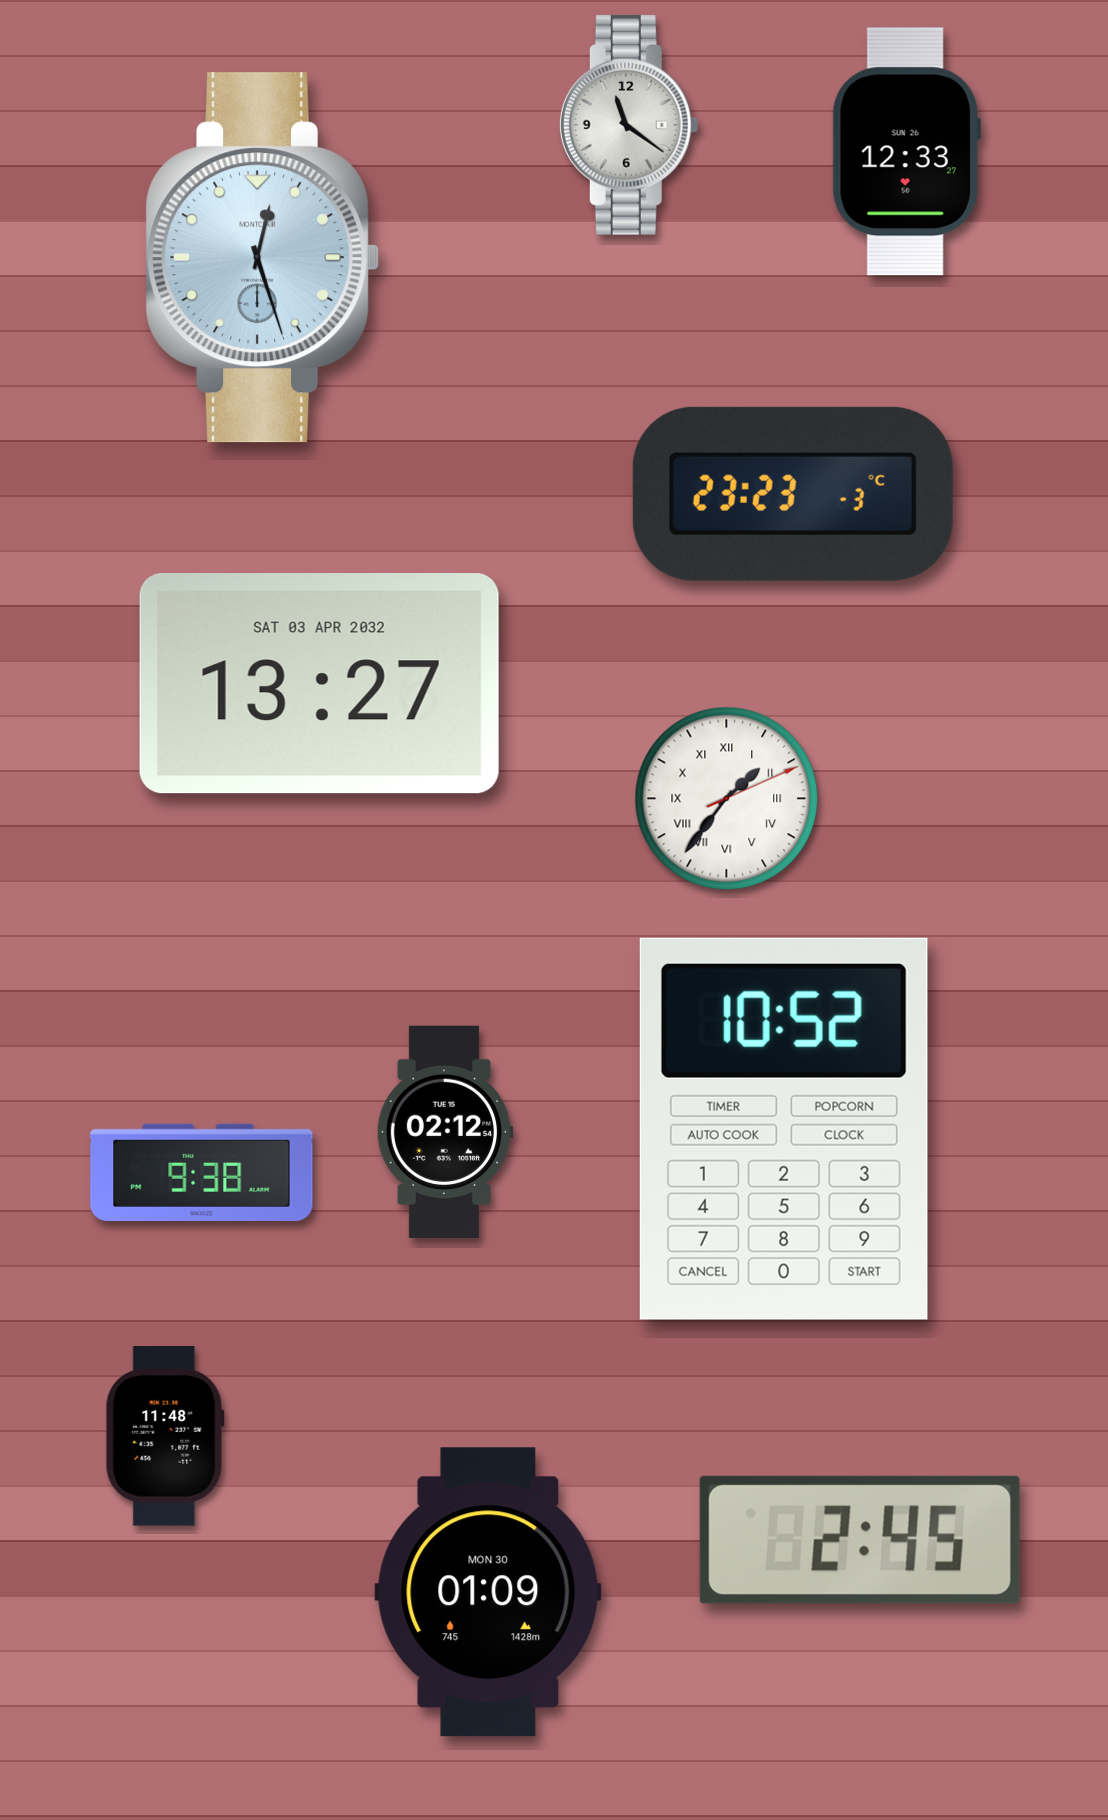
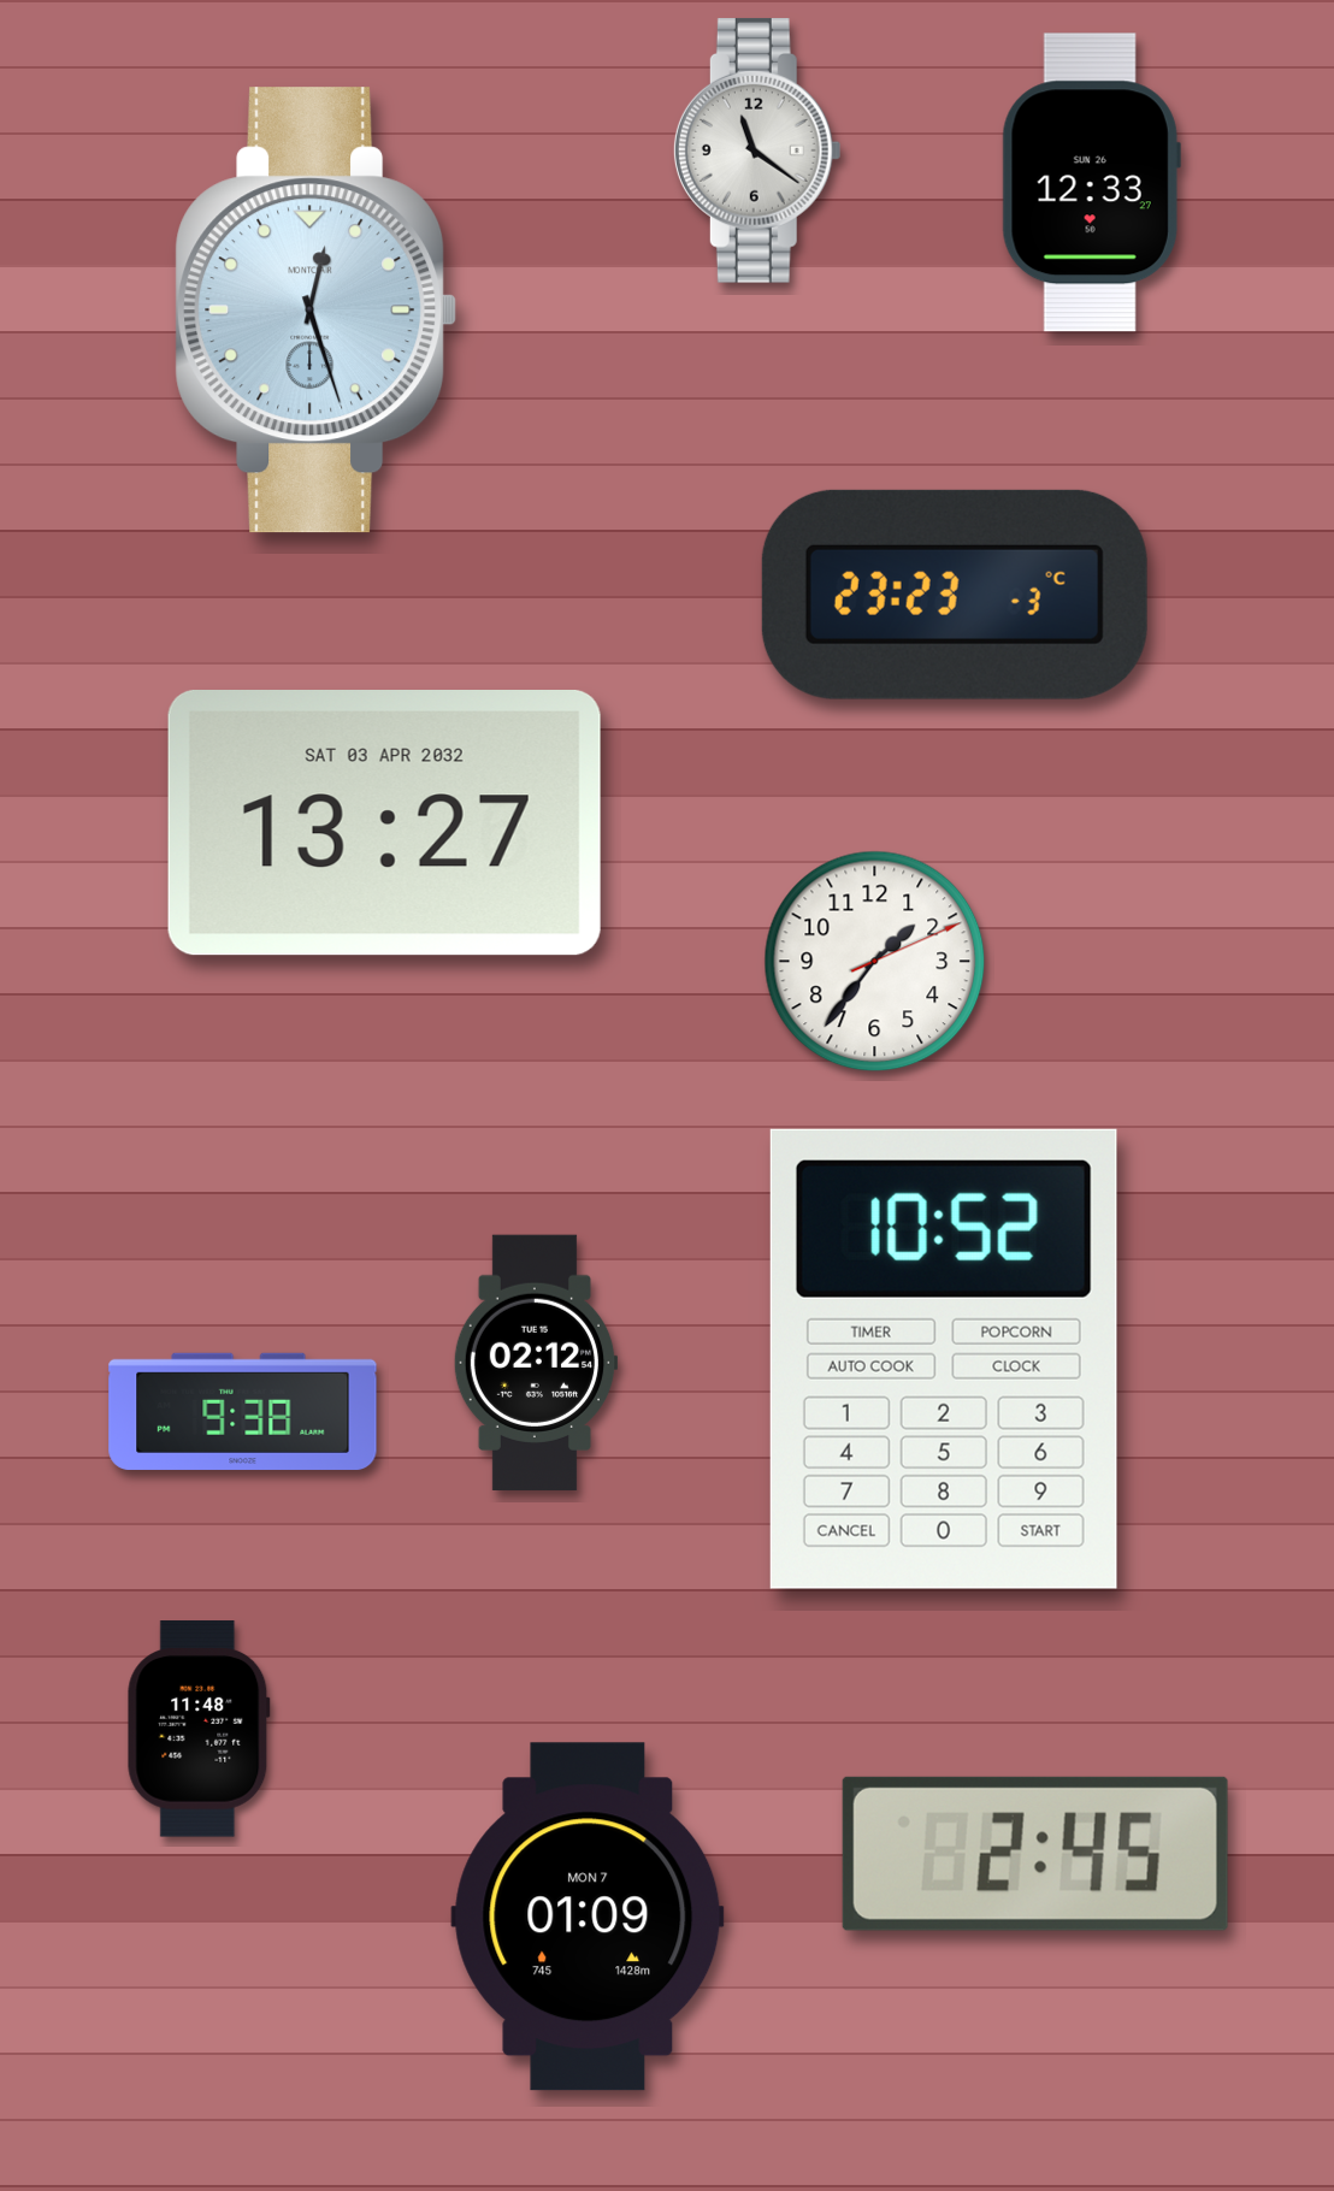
clock at (727, 799) numerals: Roman -> Arabic
clock at (488, 1592) date: MON 30 -> MON 7
